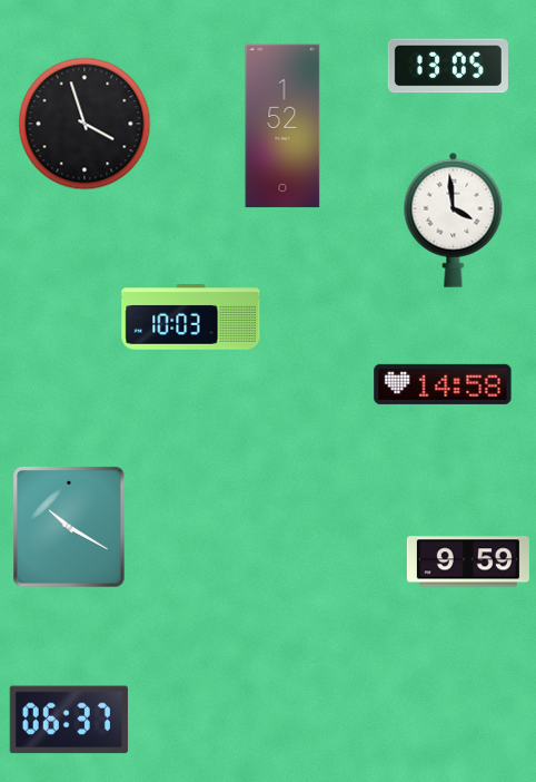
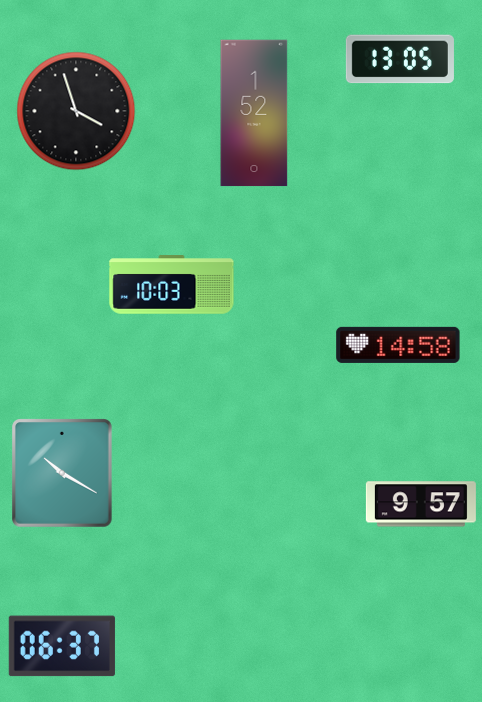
clock at (448, 66) position: (448, 66) -> (400, 59)
clock at (454, 219): 3:59 -> none
clock at (468, 561): 9:59 -> 9:57
